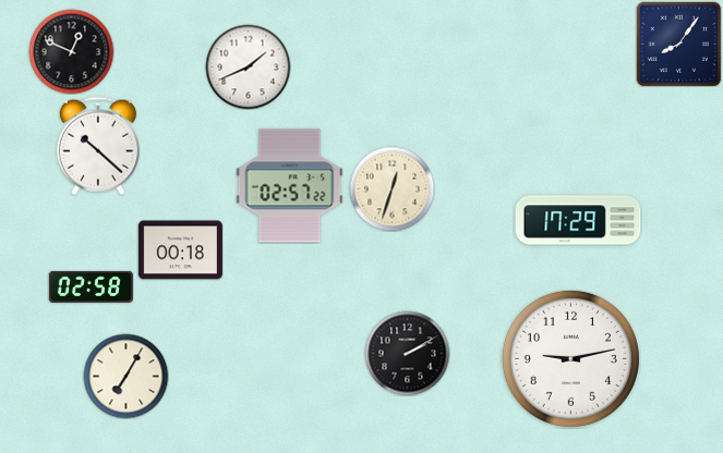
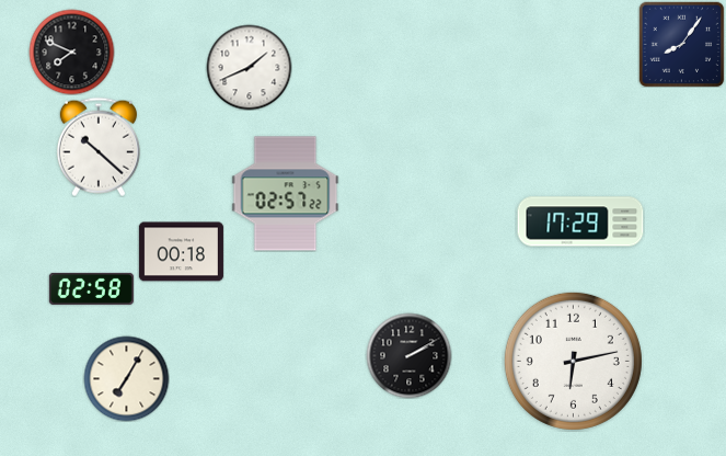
clock at (71, 51): 12:49 -> 7:49
clock at (290, 186) position: (290, 186) -> (286, 194)
clock at (391, 188): 12:33 -> none
clock at (570, 358): 9:13 -> 6:13
